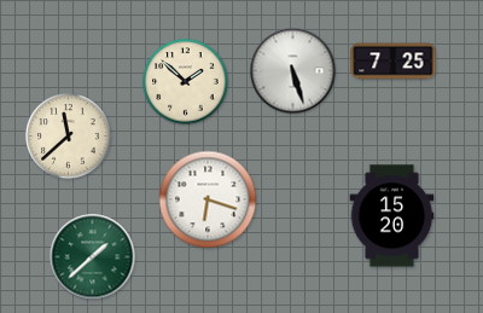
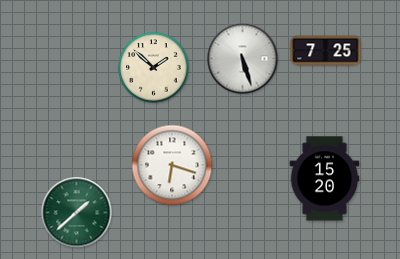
clock at (69, 137): 11:38 -> none
